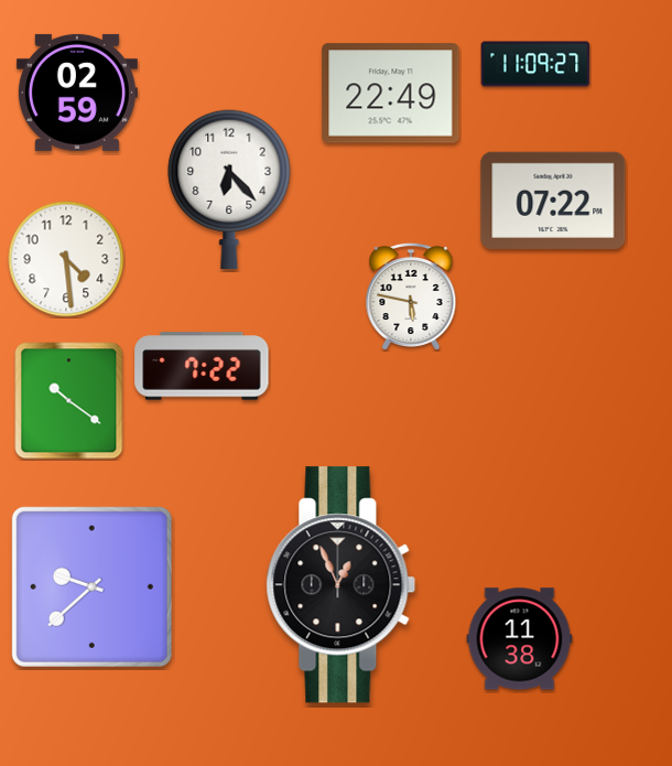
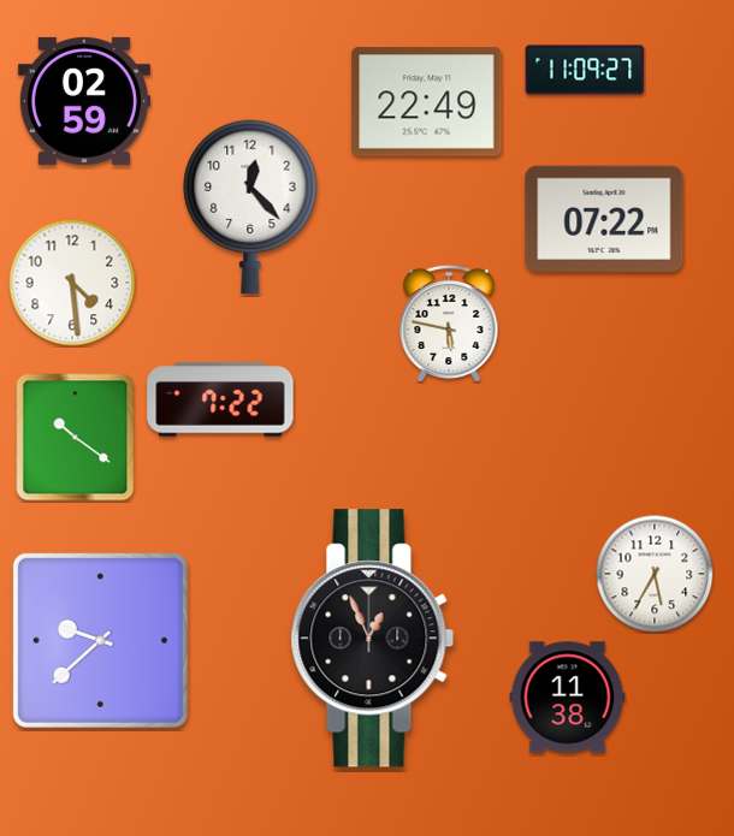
clock at (229, 190): 6:23 -> 12:23
clock at (655, 574): none -> 5:35
